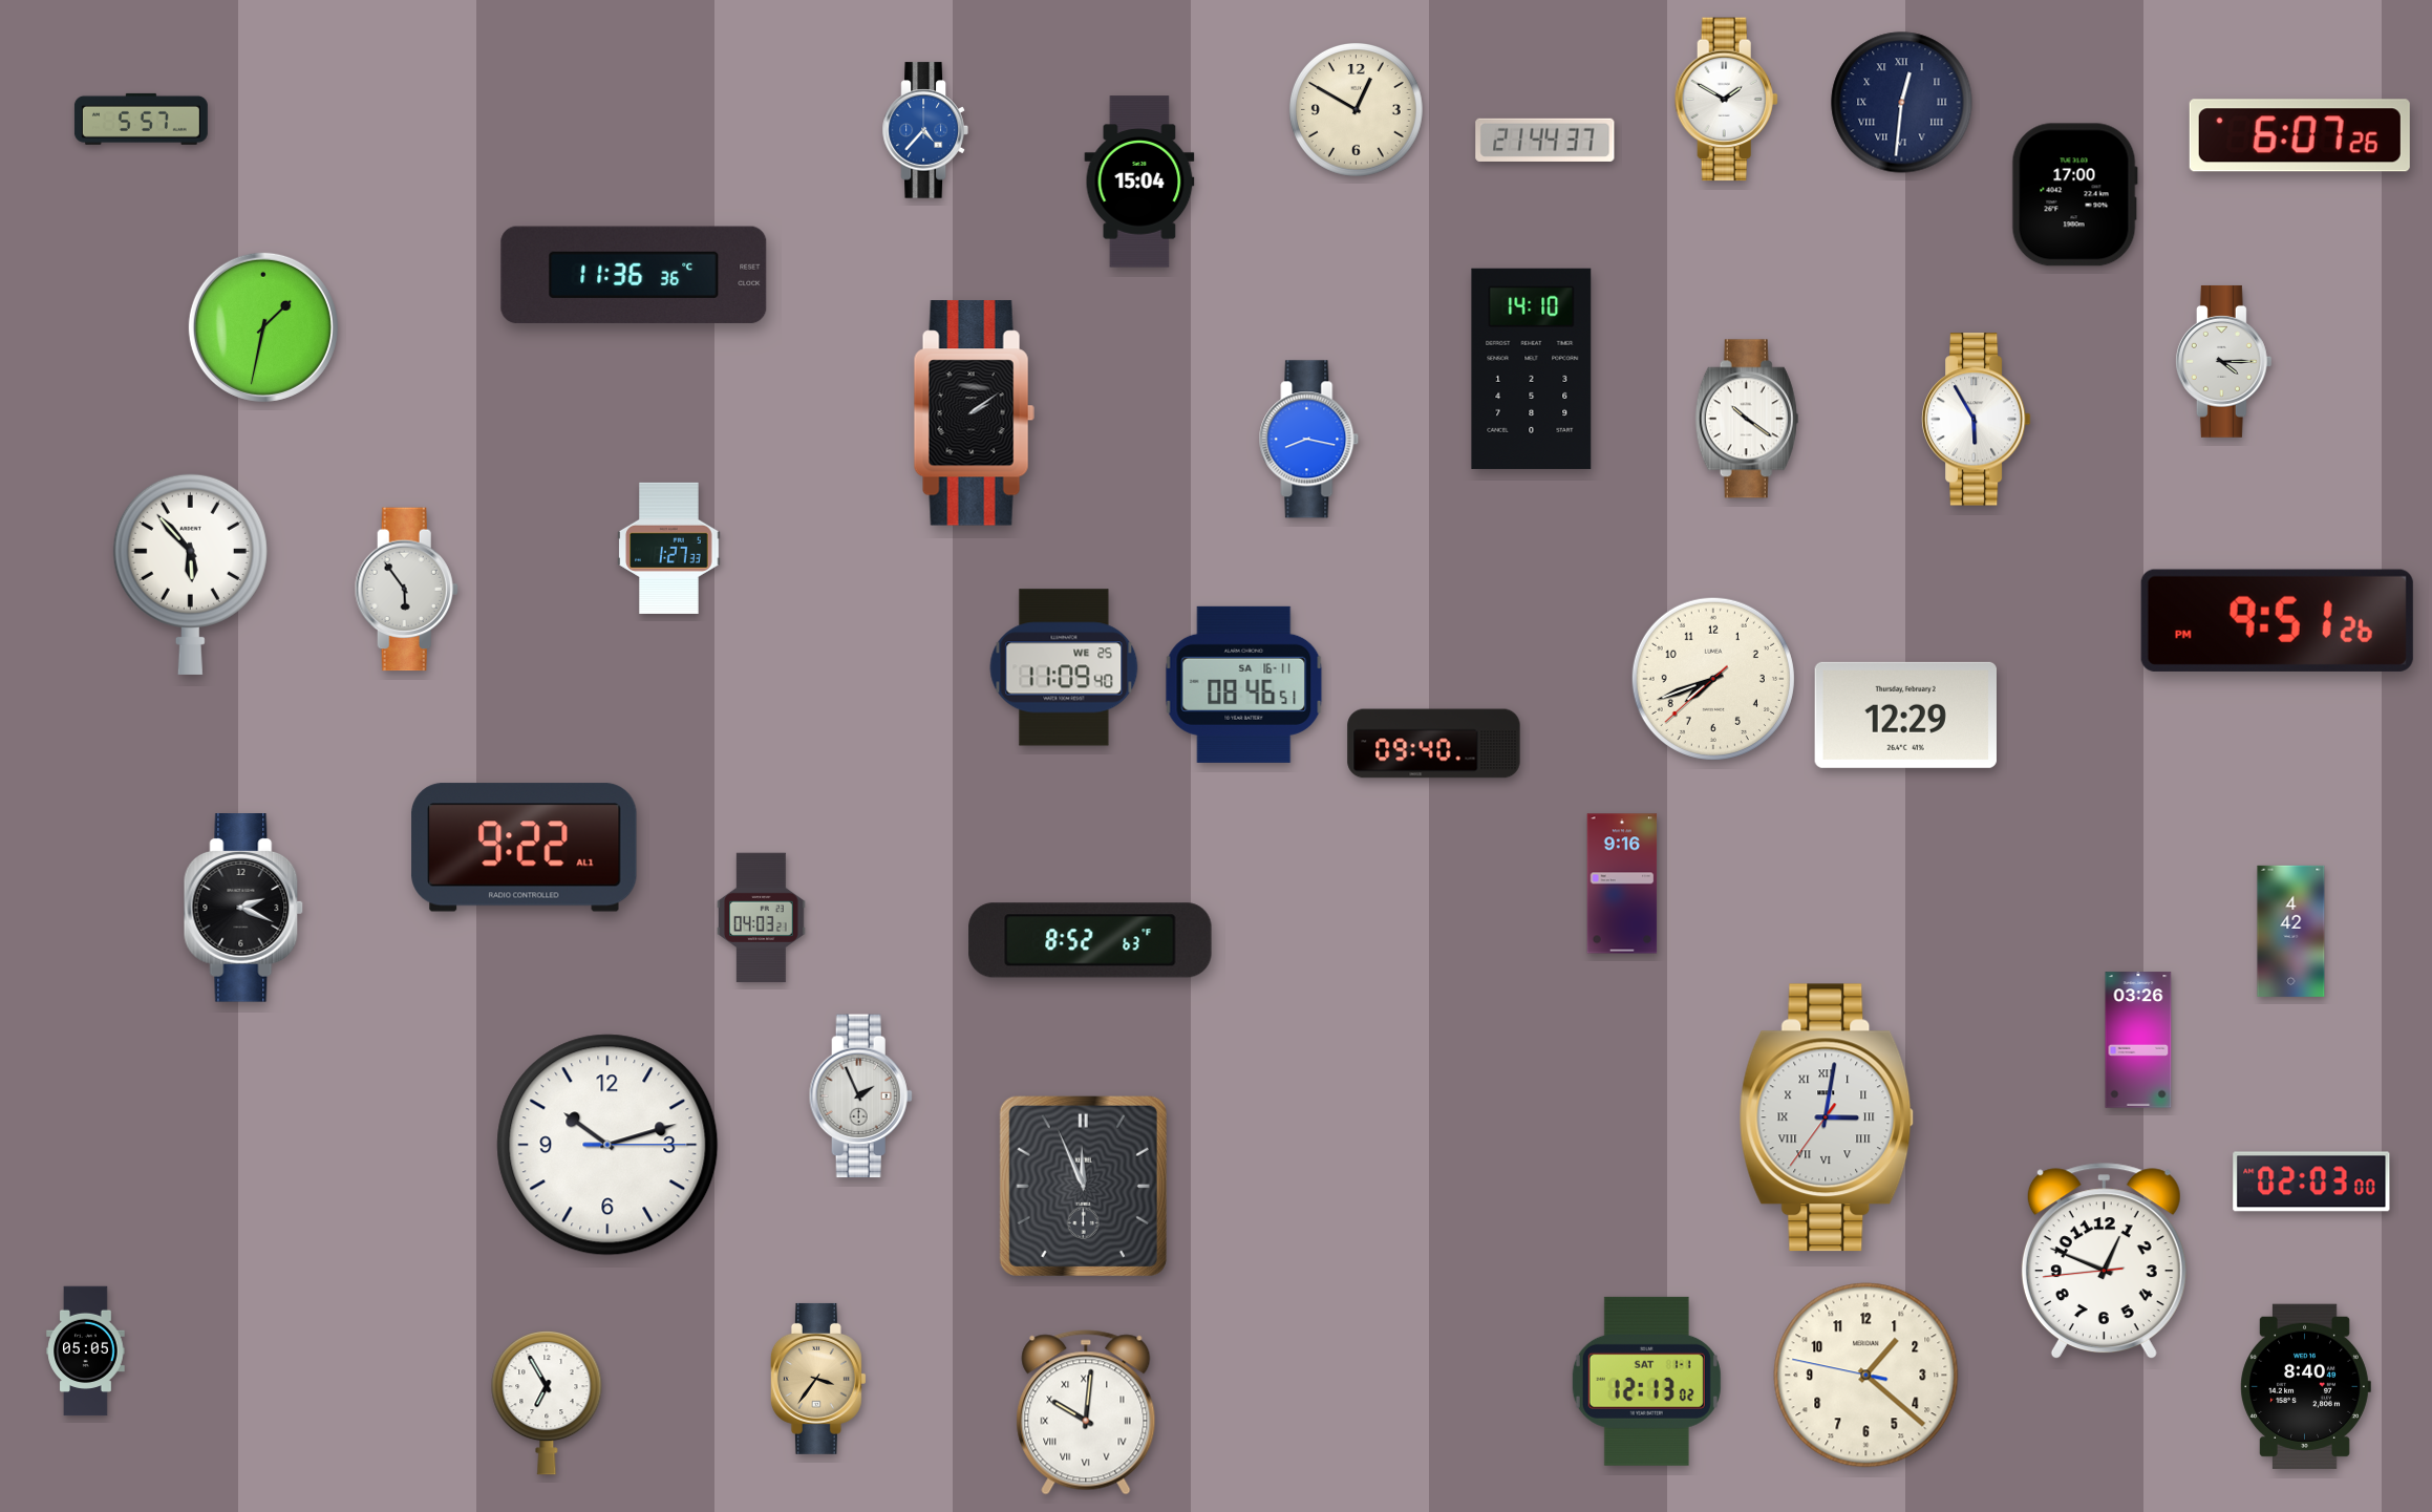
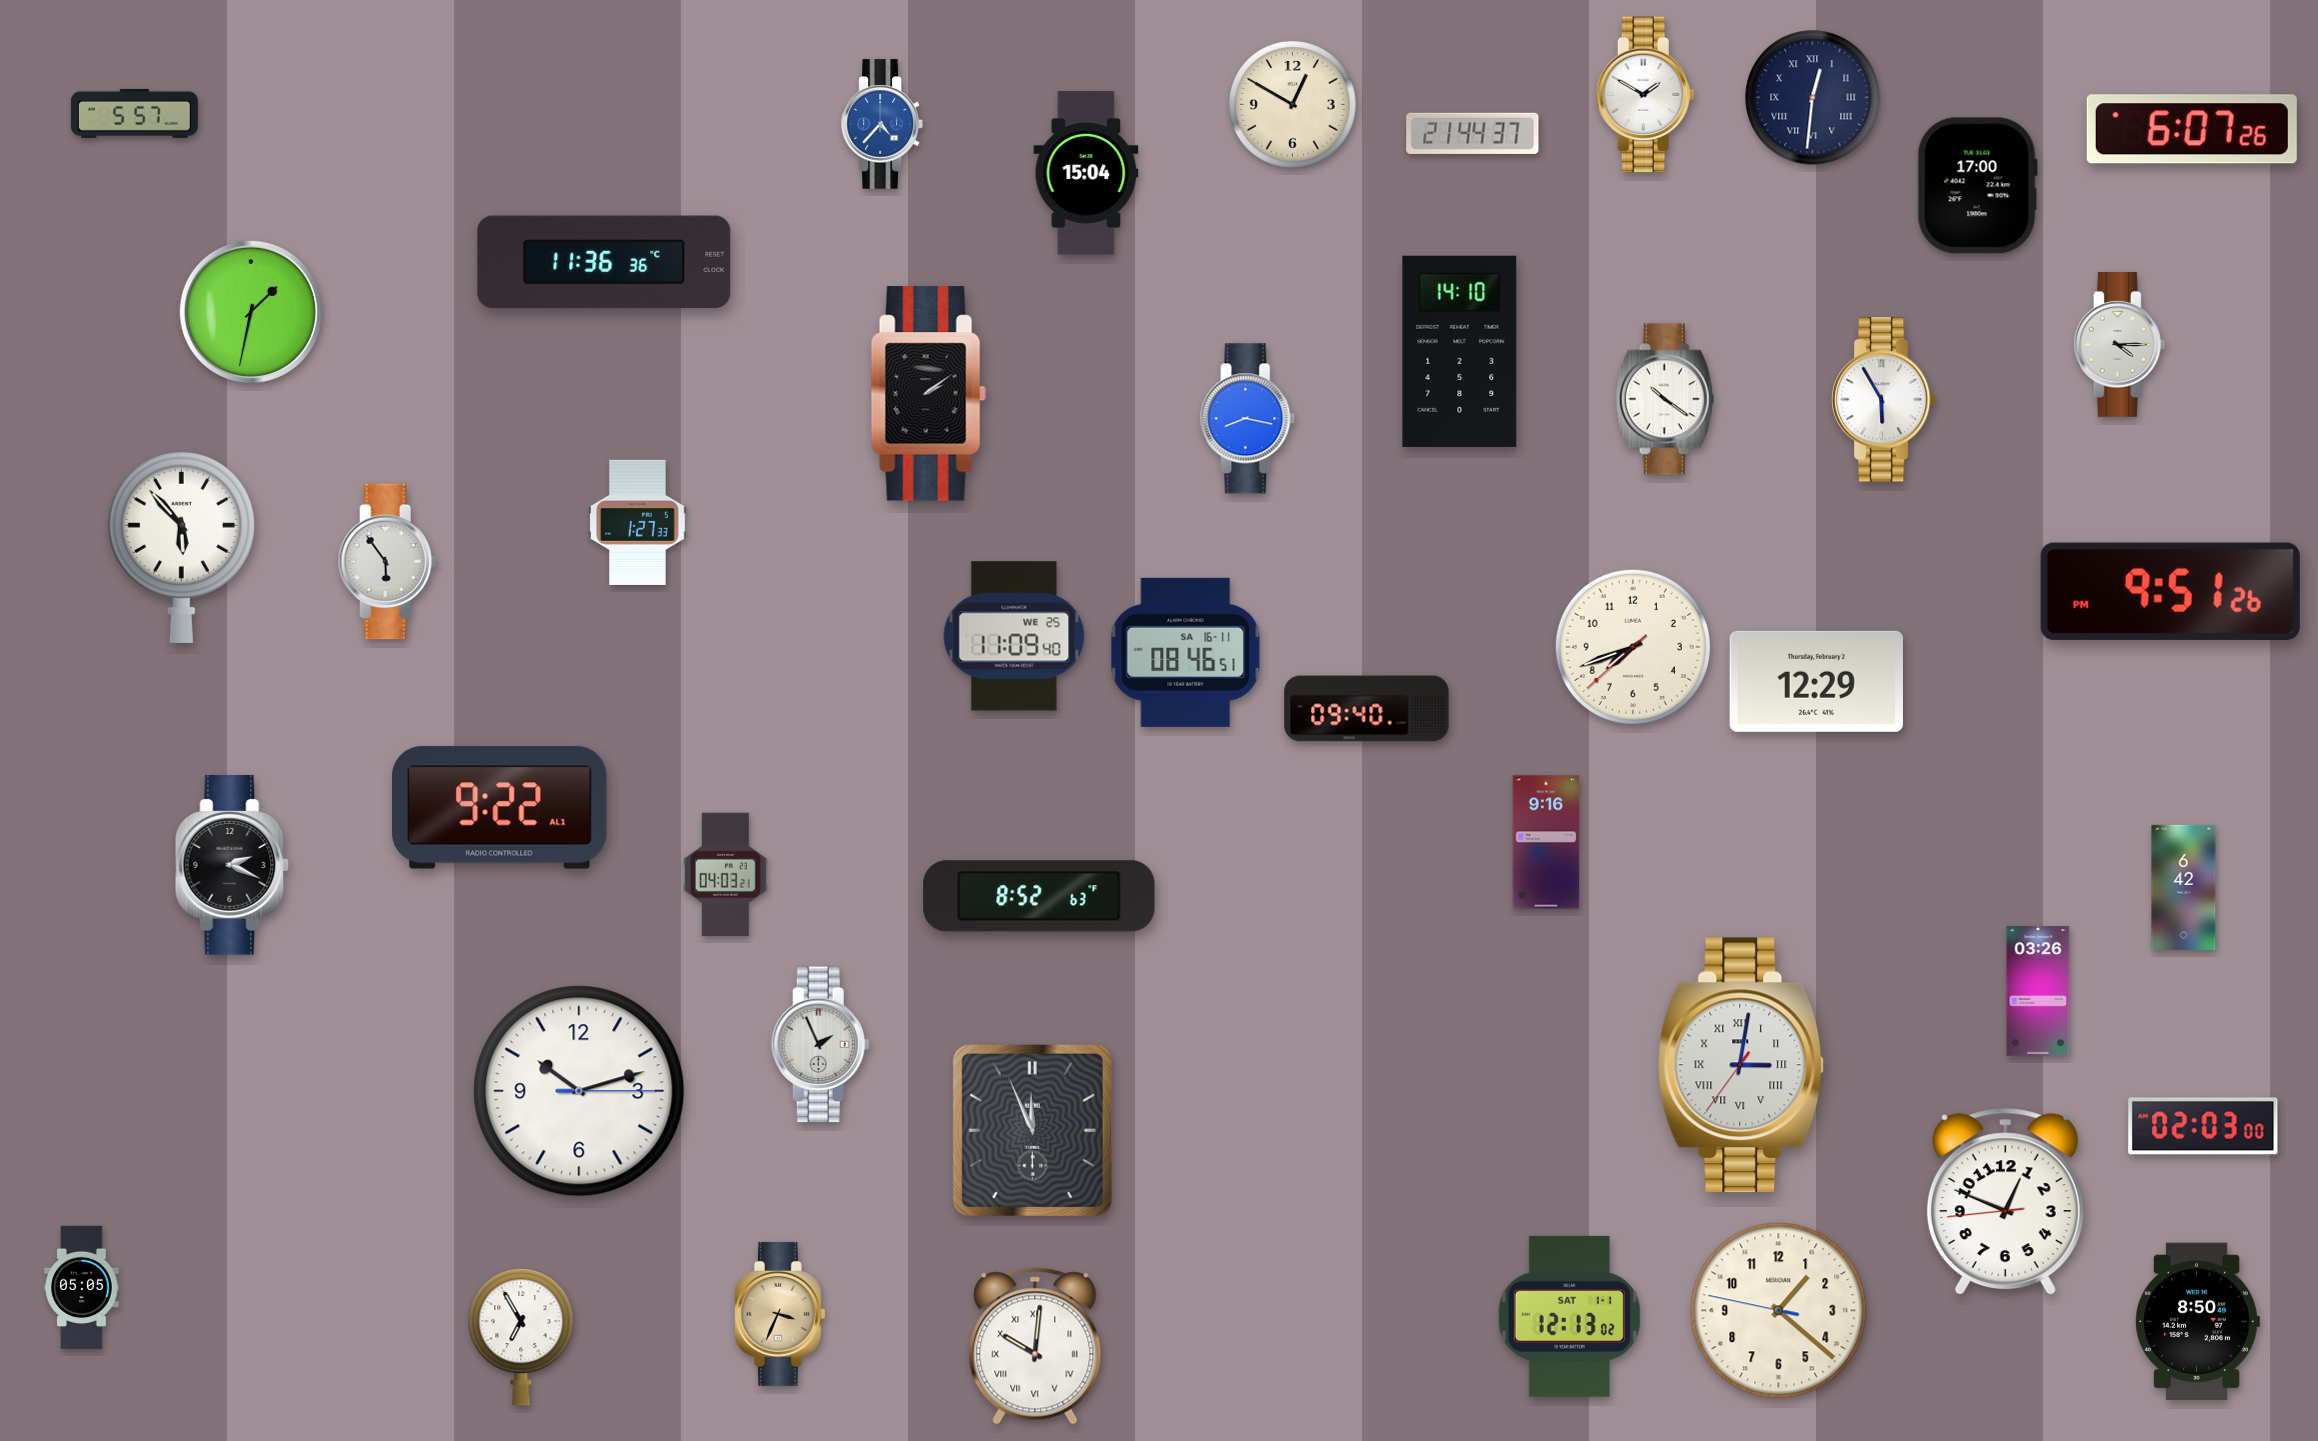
clock at (2291, 931): 4:42 -> 6:42
clock at (818, 1379): 3:36 -> 3:34
clock at (2305, 1386): 8:40 -> 8:50
